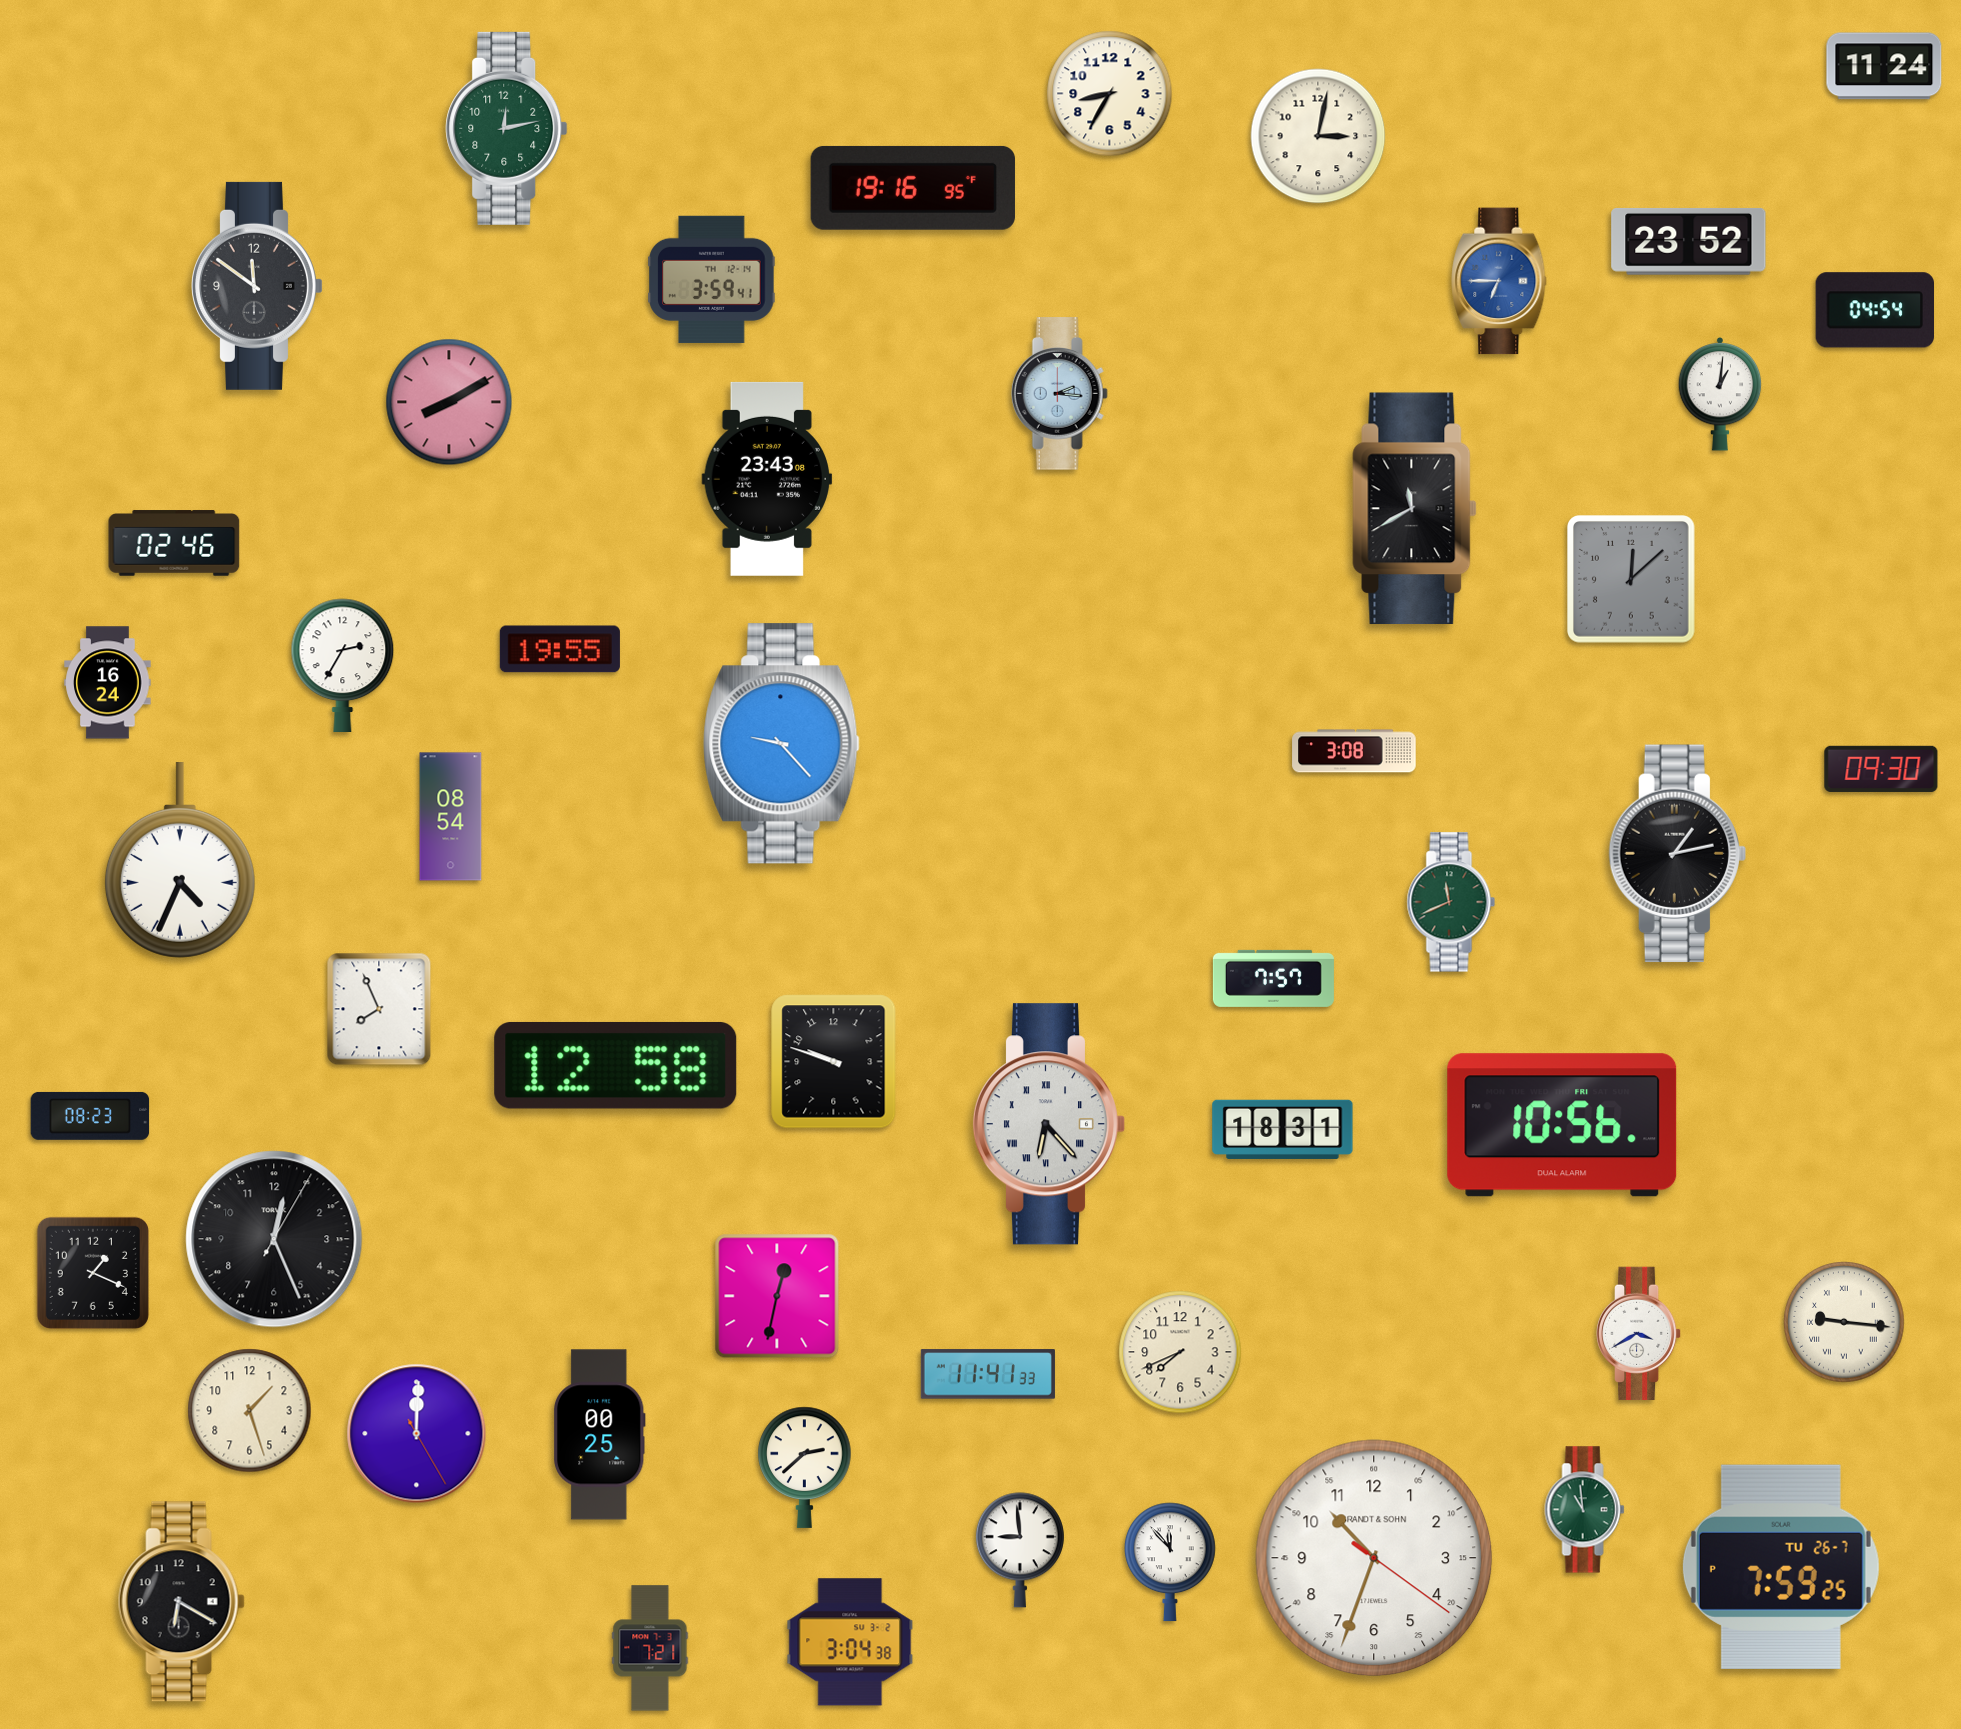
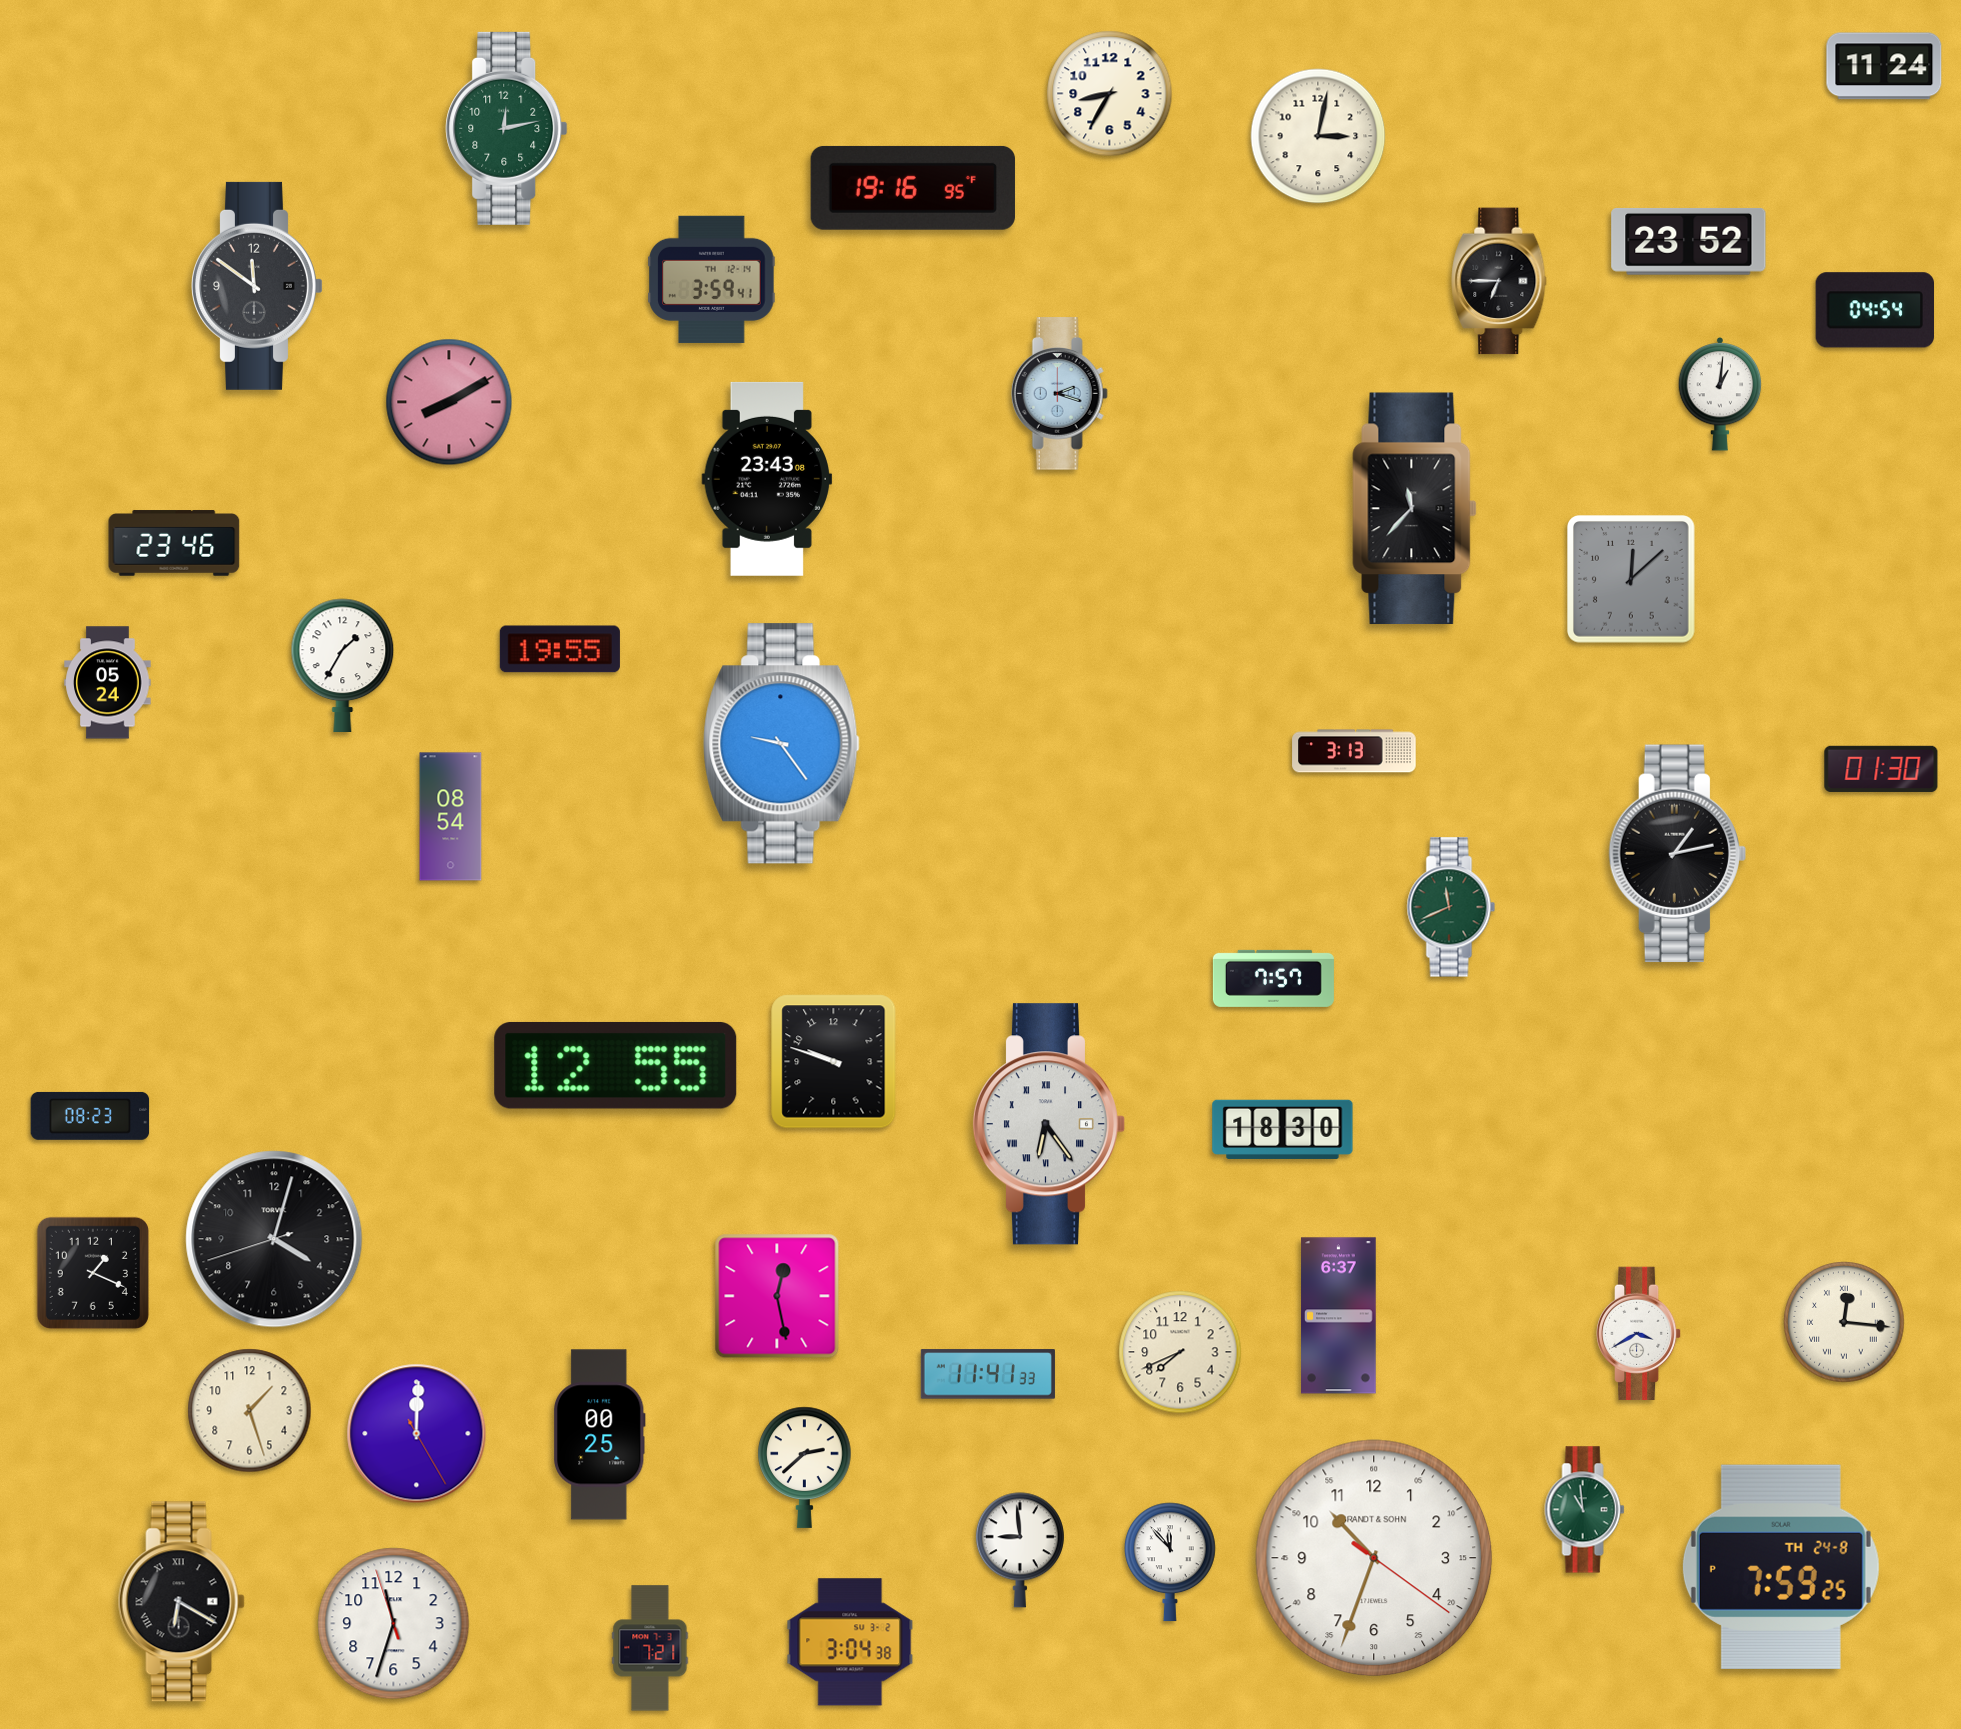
clock at (1499, 281) dial: blue -> black
clock at (1059, 394): 2:16 -> 2:18
clock at (1415, 509): 11:40 -> 11:37
clock at (174, 543): 02:46 -> 23:46
clock at (343, 665): 2:35 -> 1:35
clock at (108, 683): 16:24 -> 05:24
clock at (782, 744): 9:23 -> 9:24
clock at (1354, 751): 3:08 -> 3:13
clock at (1881, 769): 09:30 -> 01:30
clock at (180, 861): 4:34 -> none
clock at (1451, 902) position: (1451, 902) -> (1451, 907)
clock at (379, 1009): 7:56 -> none
clock at (616, 1065): 12:58 -> 12:55
clock at (1049, 1124): 6:23 -> 6:24
clock at (1562, 1125): 10:56 -> none
clock at (1283, 1129): 18:31 -> 18:30
clock at (274, 1239): 12:26 -> 4:02
clock at (777, 1296): 12:32 -> 12:28
clock at (1339, 1316): none -> 6:37
clock at (1844, 1322): 9:16 -> 12:16
clock at (1781, 1567) date: TU 26-7 -> TH 24-8
clock at (181, 1602) numerals: Arabic -> Roman
clock at (394, 1624): none -> 11:32
